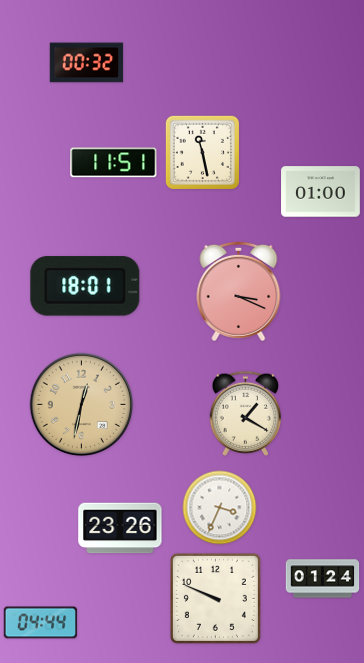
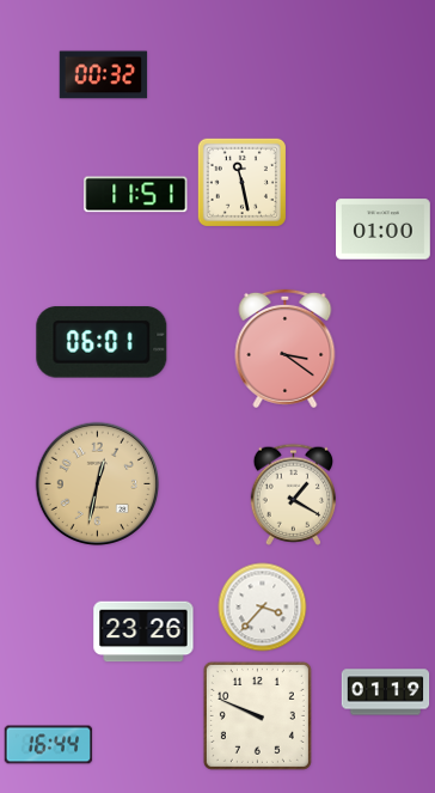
clock at (85, 286): 18:01 -> 06:01
clock at (239, 291): 3:19 -> 3:21
clock at (220, 508): 3:34 -> 3:37
clock at (323, 579): 01:24 -> 01:19
clock at (41, 623): 04:44 -> 16:44
